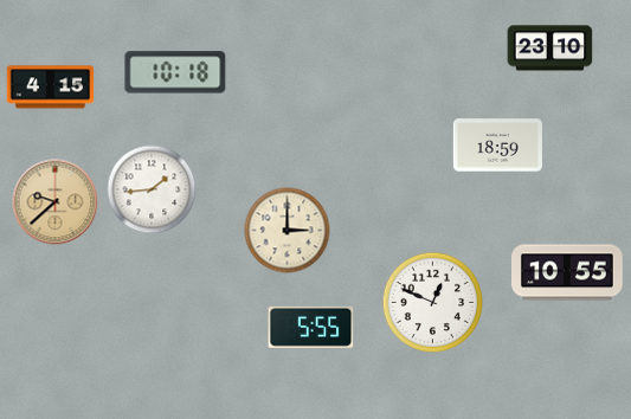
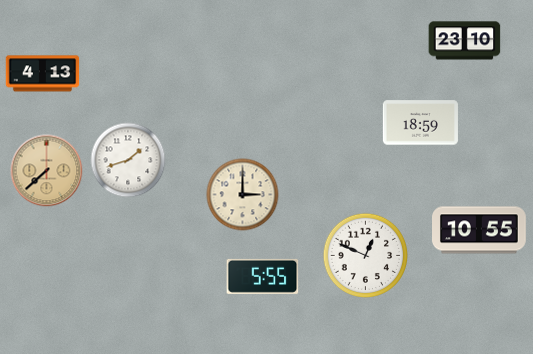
clock at (175, 72): 10:18 -> none
clock at (51, 88): 4:15 -> 4:13
clock at (152, 189): 1:44 -> 1:42
clock at (56, 202): 9:38 -> 7:38
